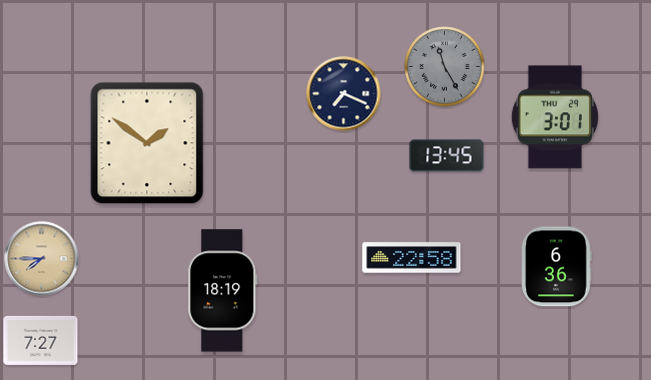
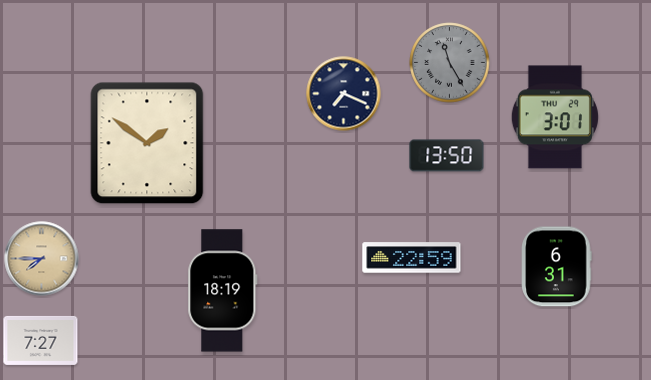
clock at (445, 67) position: (445, 67) -> (450, 63)
clock at (447, 156): 13:45 -> 13:50
clock at (412, 258): 22:58 -> 22:59
clock at (557, 267): 6:36 -> 6:31
